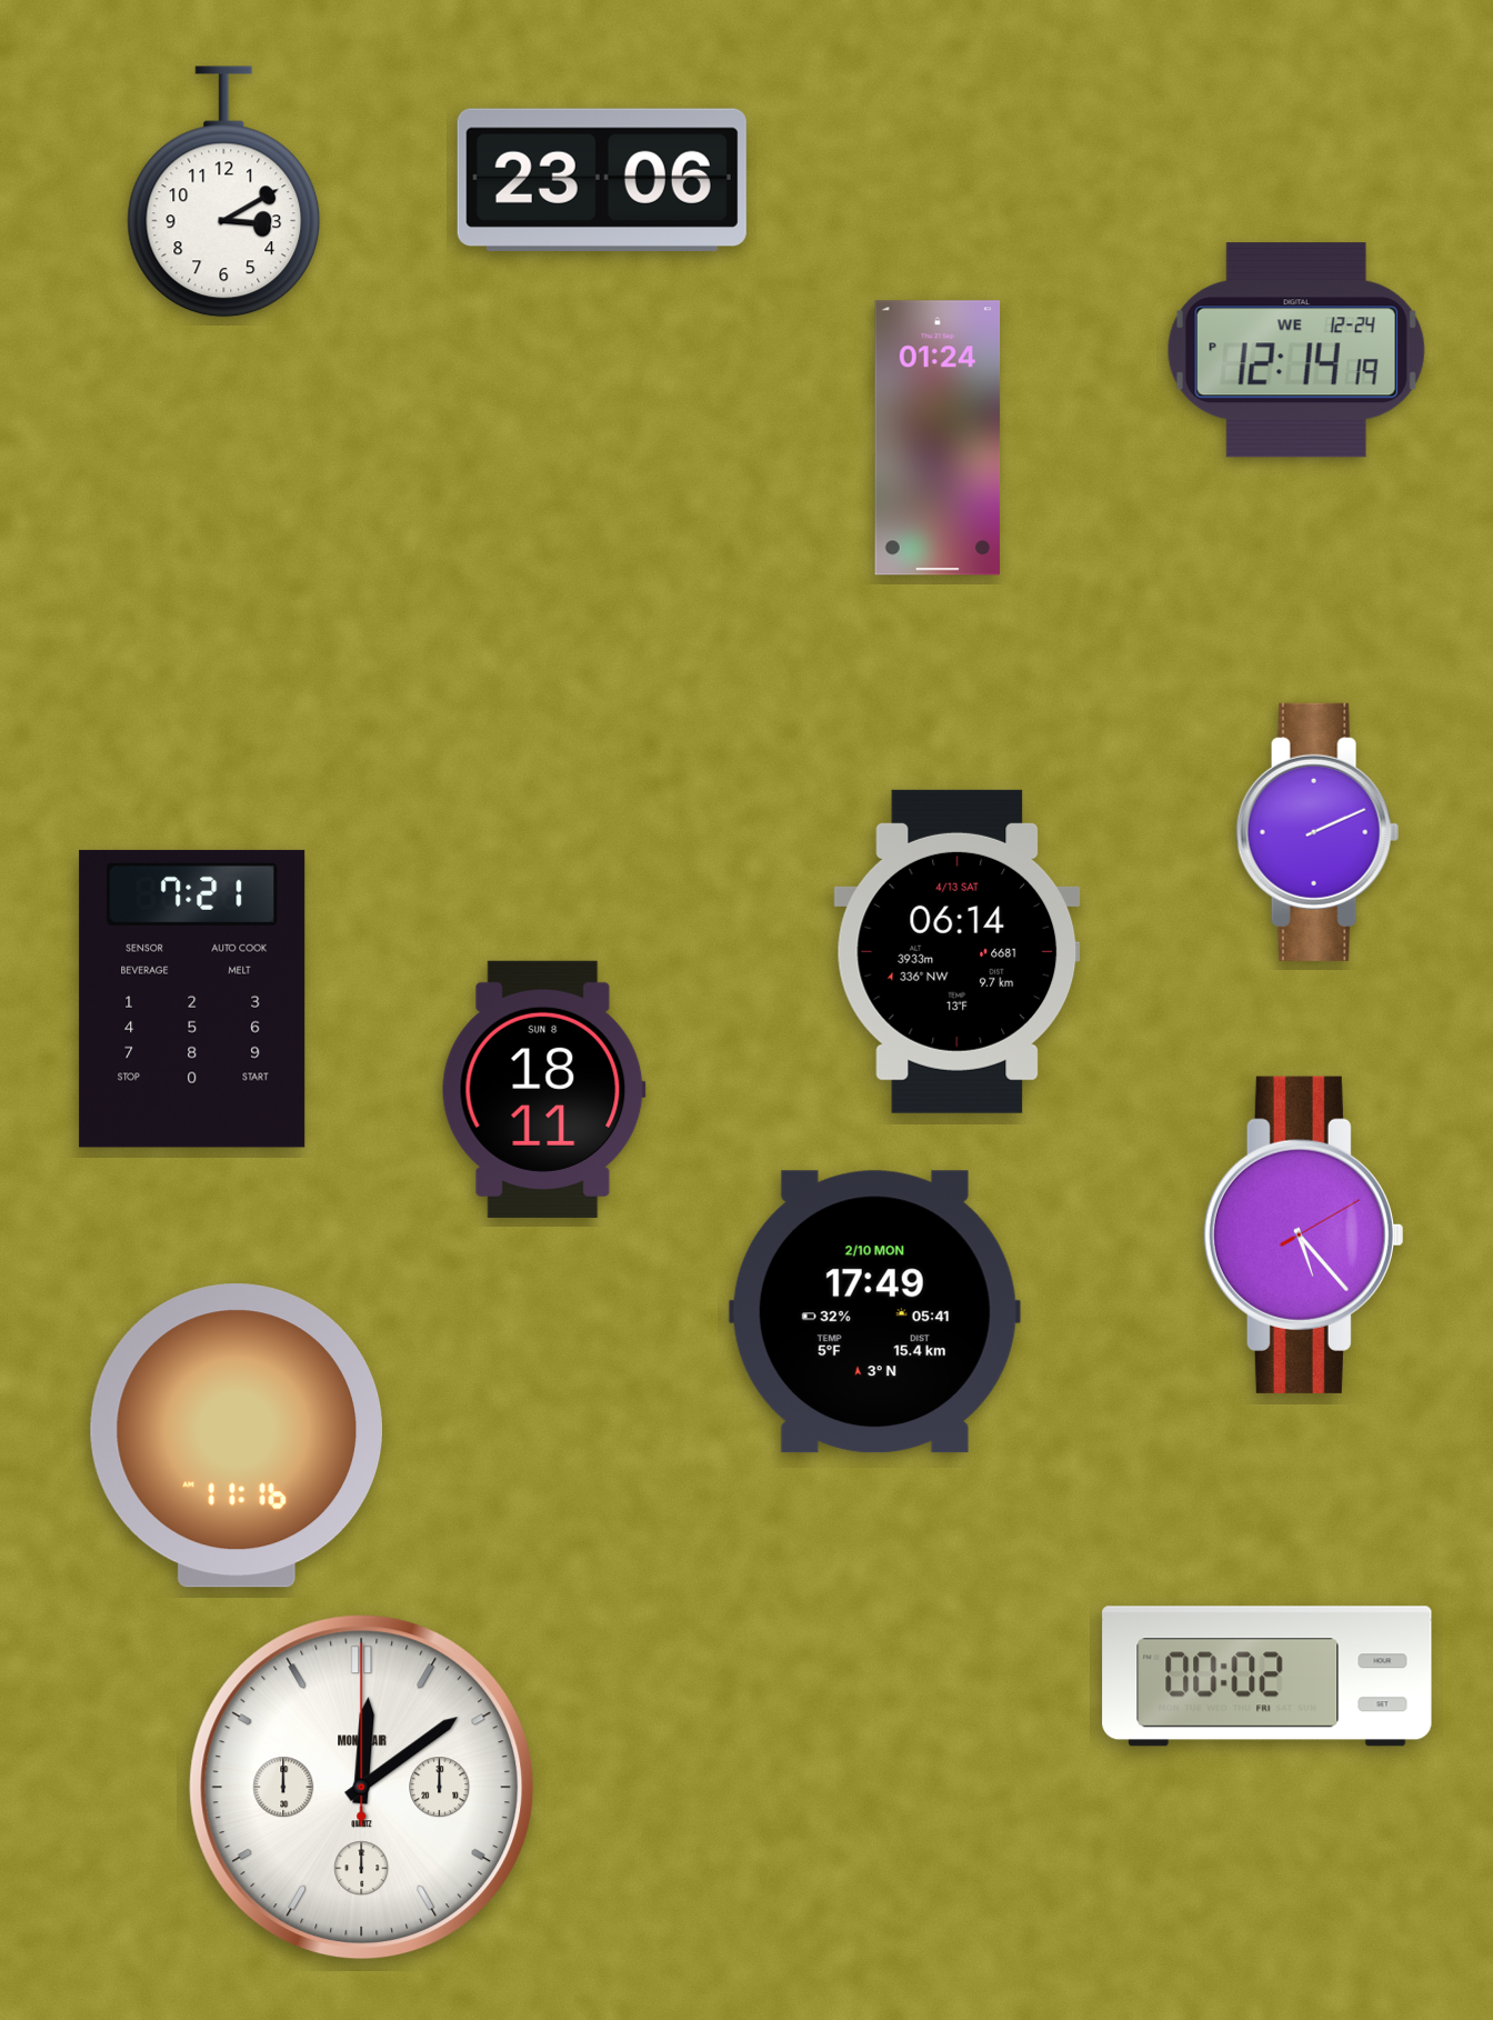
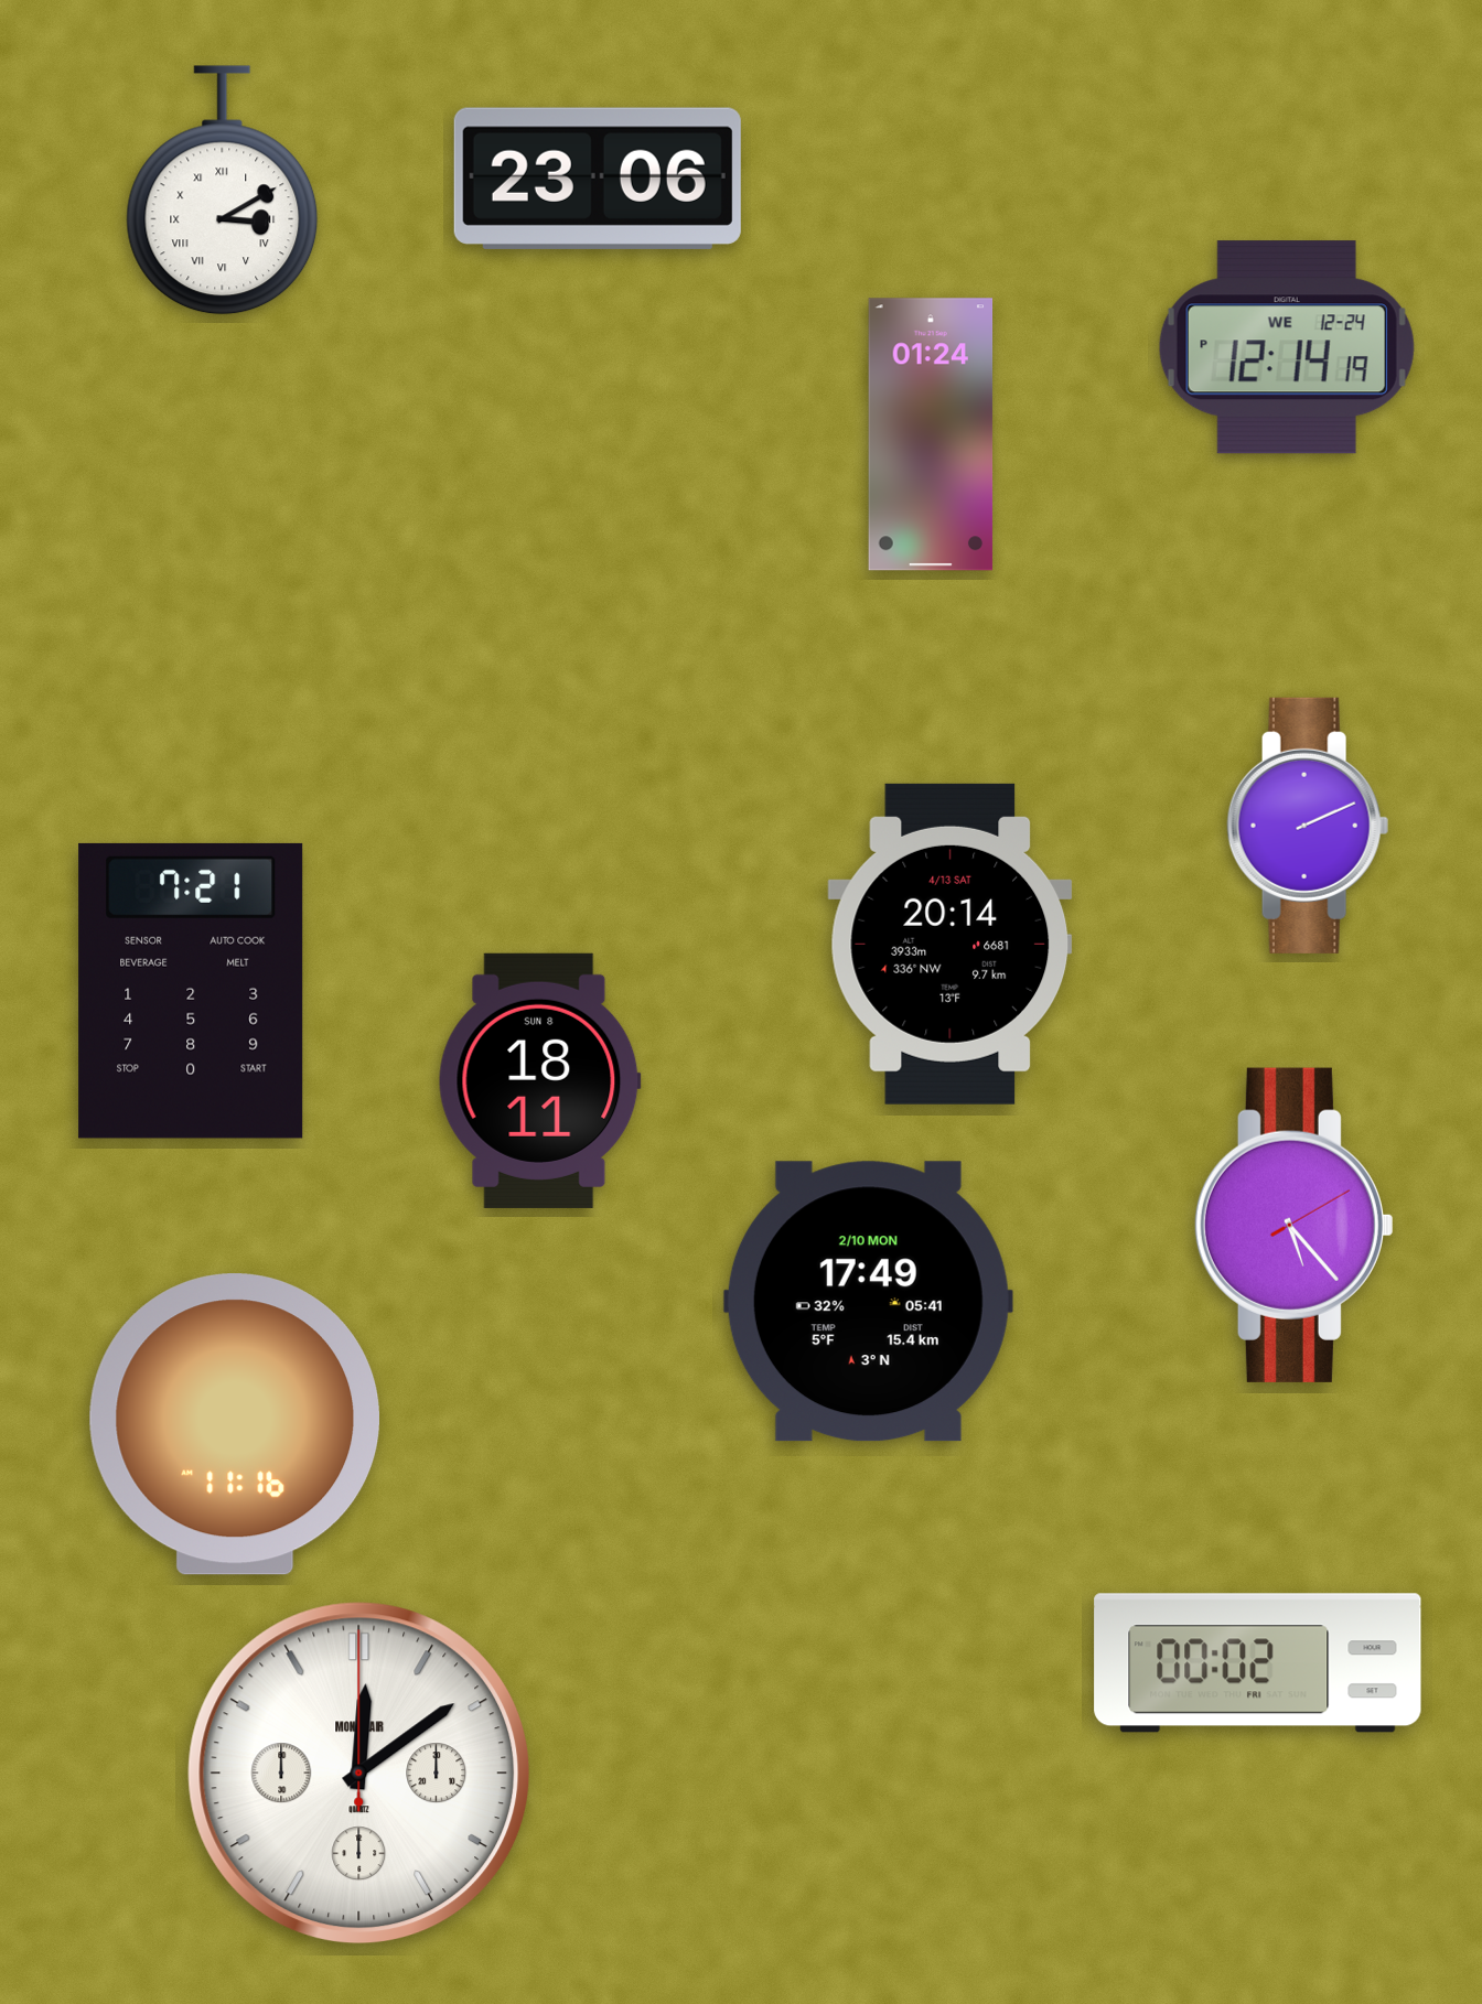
clock at (224, 192) numerals: Arabic -> Roman
clock at (958, 951): 06:14 -> 20:14
